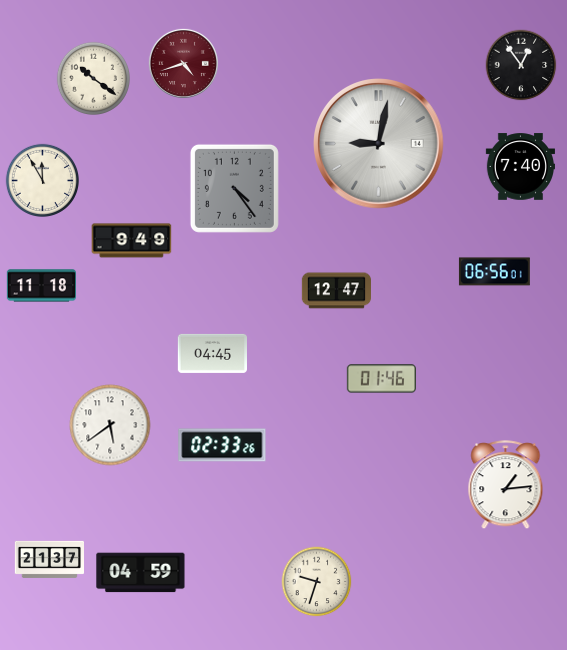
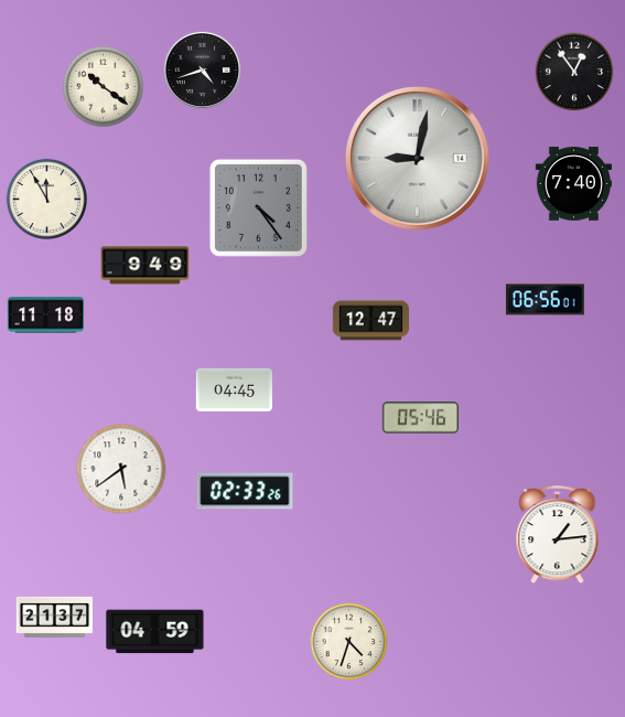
clock at (183, 63) dial: burgundy -> black
clock at (381, 379): 01:46 -> 05:46
clock at (317, 582): 9:33 -> 4:33
